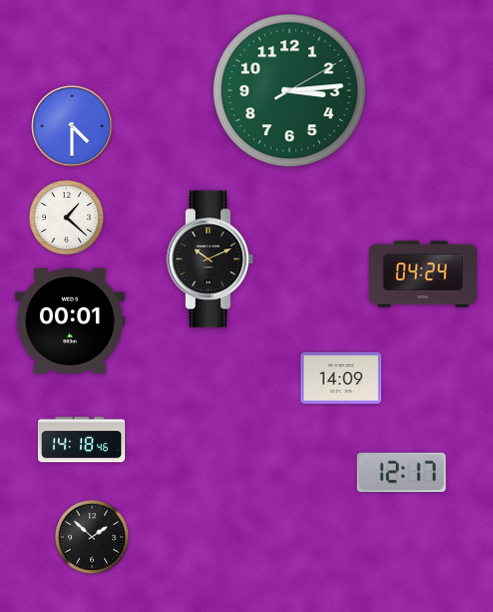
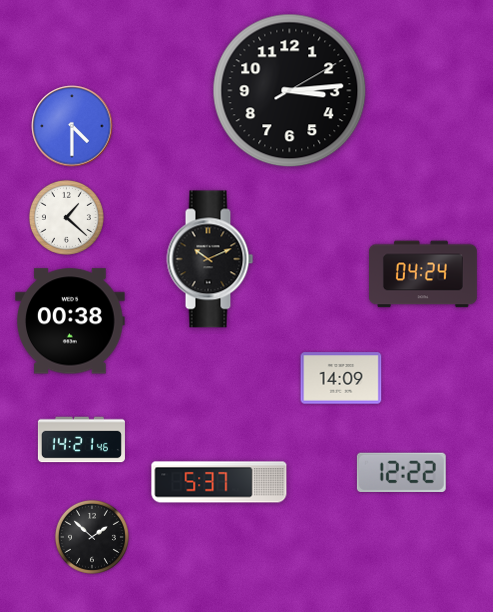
clock at (290, 91) dial: green -> black
clock at (70, 321): 00:01 -> 00:38
clock at (81, 440): 14:18 -> 14:21
clock at (401, 472): 12:17 -> 12:22
clock at (219, 482): none -> 5:37
